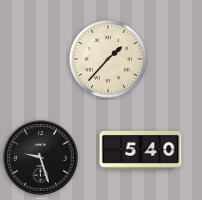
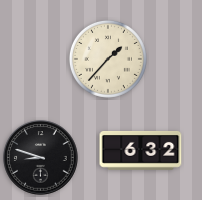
clock at (141, 151): 5:40 -> 6:32
clock at (41, 158): 9:27 -> 8:48
